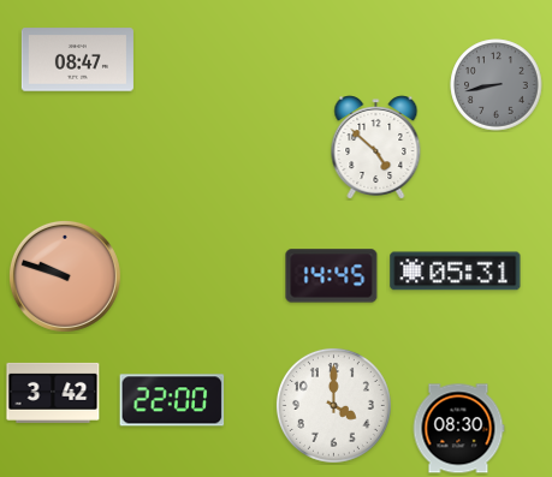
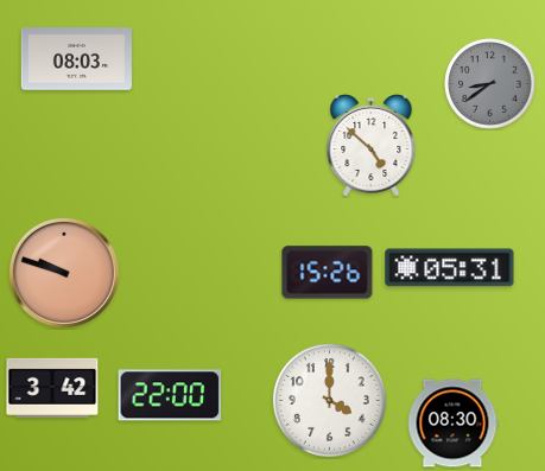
clock at (77, 60): 08:47 -> 08:03
clock at (497, 85): 8:43 -> 8:39
clock at (332, 276): 14:45 -> 15:26
